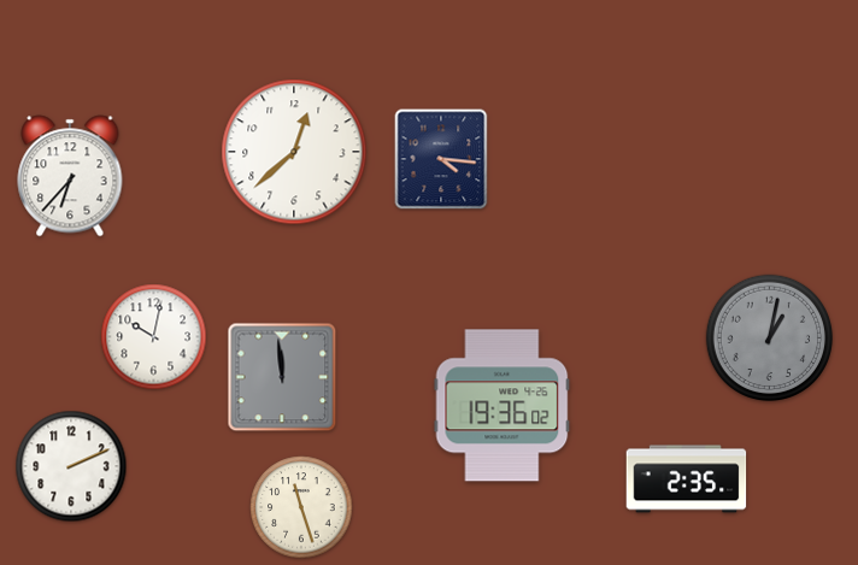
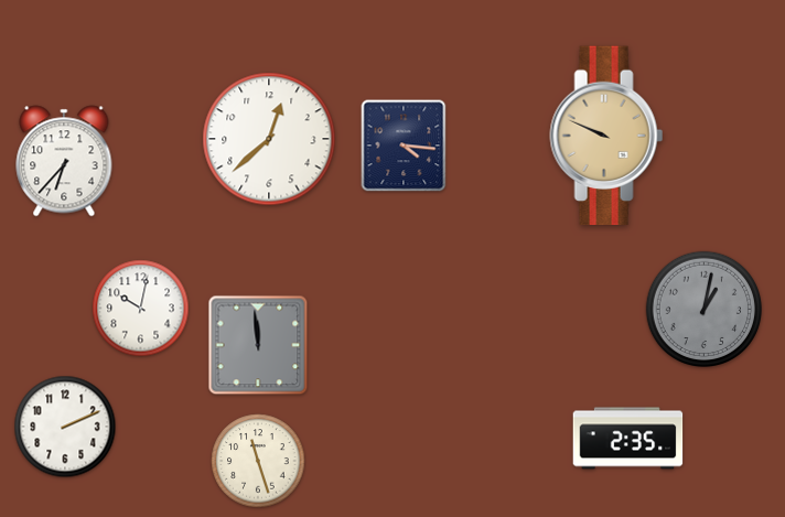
clock at (606, 136): none -> 9:49
clock at (503, 406): 19:36 -> none
clock at (301, 507) position: (301, 507) -> (258, 461)
